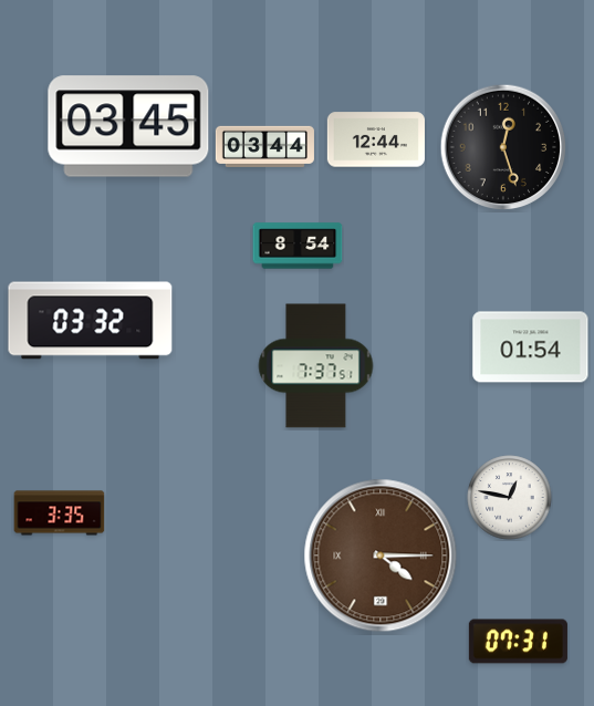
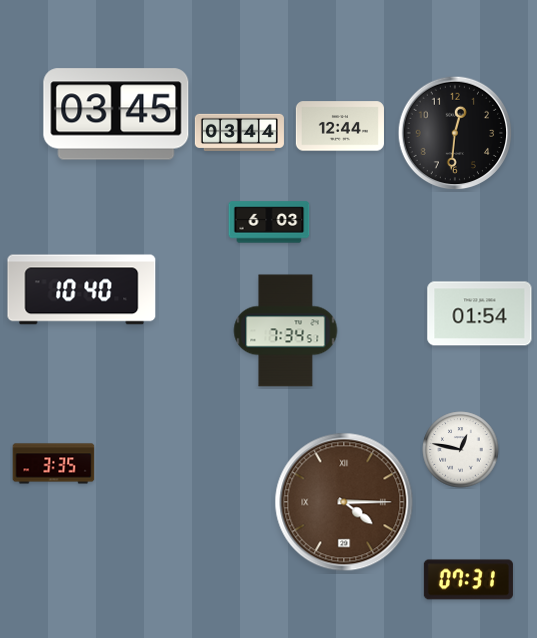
clock at (503, 147): 12:27 -> 12:31
clock at (298, 246): 8:54 -> 6:03
clock at (91, 321): 03:32 -> 10:40
clock at (316, 366): 7:37 -> 7:34
